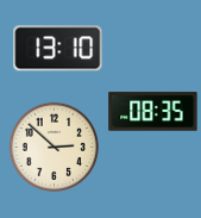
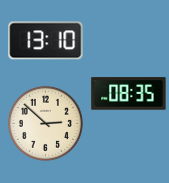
clock at (58, 49) position: (58, 49) -> (46, 41)
